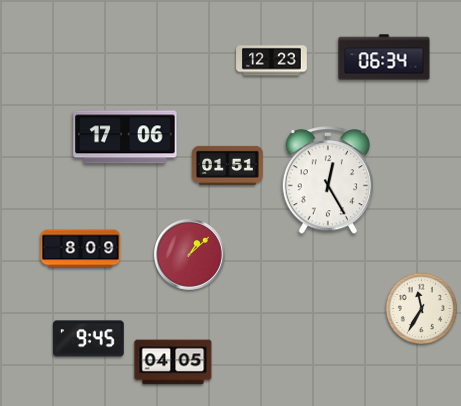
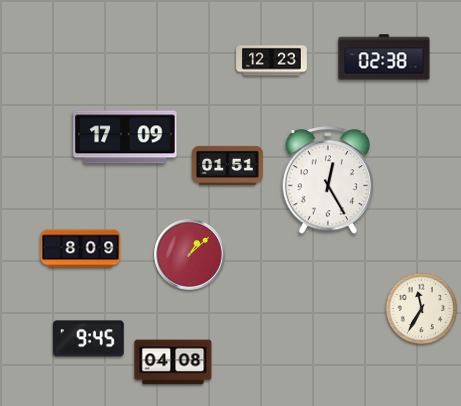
clock at (384, 57): 06:34 -> 02:38
clock at (125, 137): 17:06 -> 17:09
clock at (173, 362): 04:05 -> 04:08
